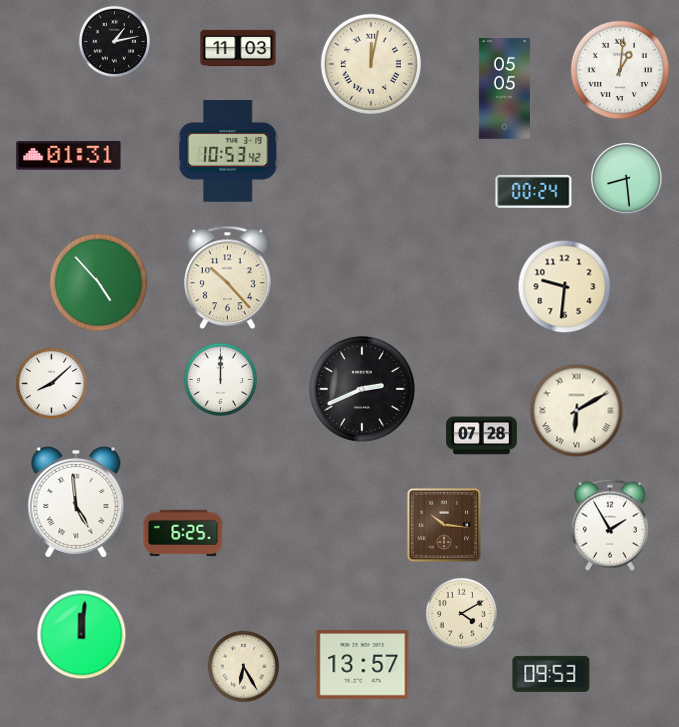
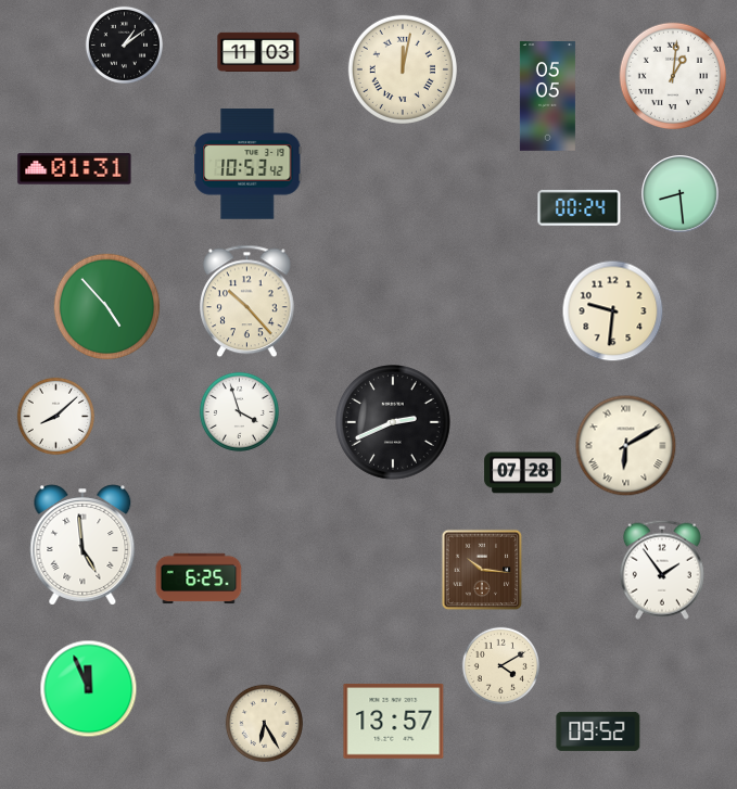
clock at (114, 41): 1:13 -> 1:09
clock at (220, 379): 12:00 -> 3:57
clock at (610, 525): 1:55 -> 1:54
clock at (82, 635): 12:01 -> 11:56
clock at (551, 674): 09:53 -> 09:52
